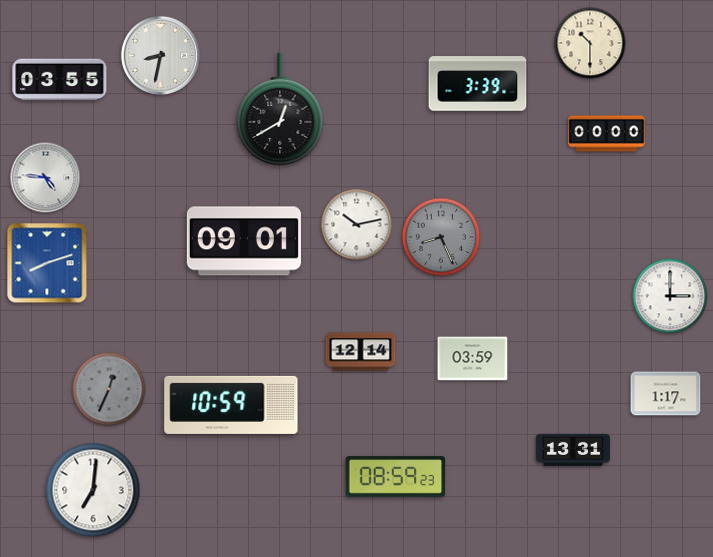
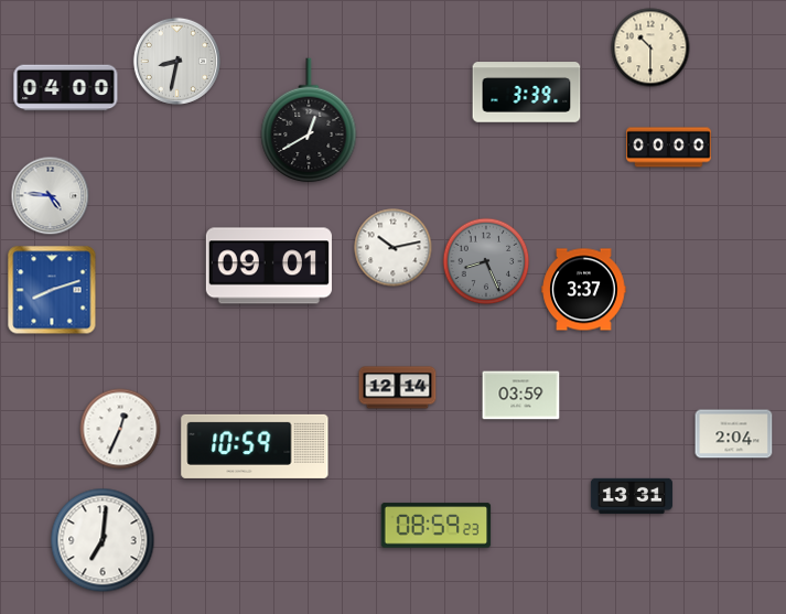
clock at (60, 80): 03:55 -> 04:00
clock at (584, 290): none -> 3:37
clock at (670, 296): 3:00 -> none
clock at (109, 389) dial: grey -> white
clock at (666, 394): 1:17 -> 2:04
